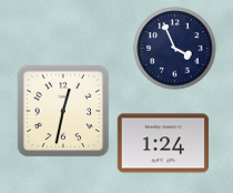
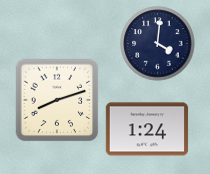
clock at (175, 49): 3:56 -> 4:01
clock at (63, 111): 12:32 -> 8:12
